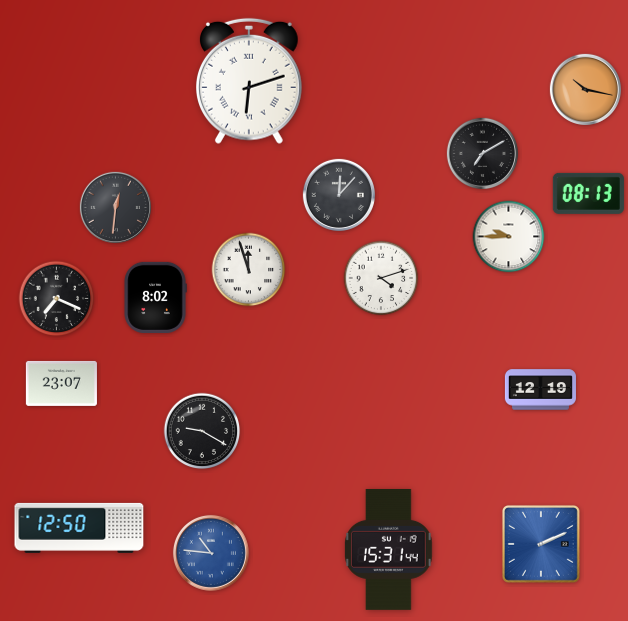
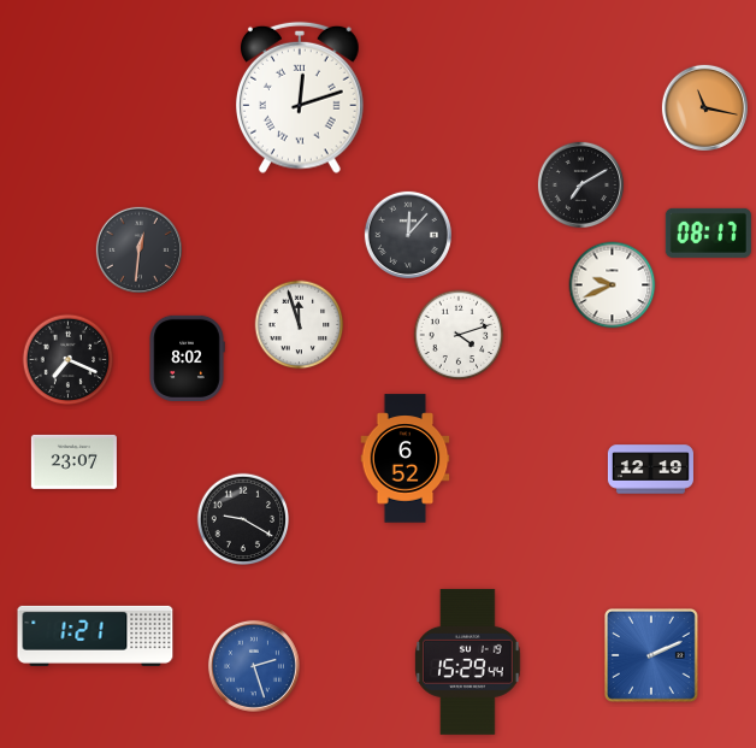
clock at (250, 81): 6:12 -> 12:12
clock at (585, 89): 10:17 -> 11:17
clock at (588, 193): 08:13 -> 08:17
clock at (509, 237): 9:45 -> 9:41
clock at (406, 459): none -> 6:52
clock at (79, 528): 12:50 -> 1:21
clock at (389, 549): 15:31 -> 15:29
clock at (211, 553): 10:46 -> 2:27
